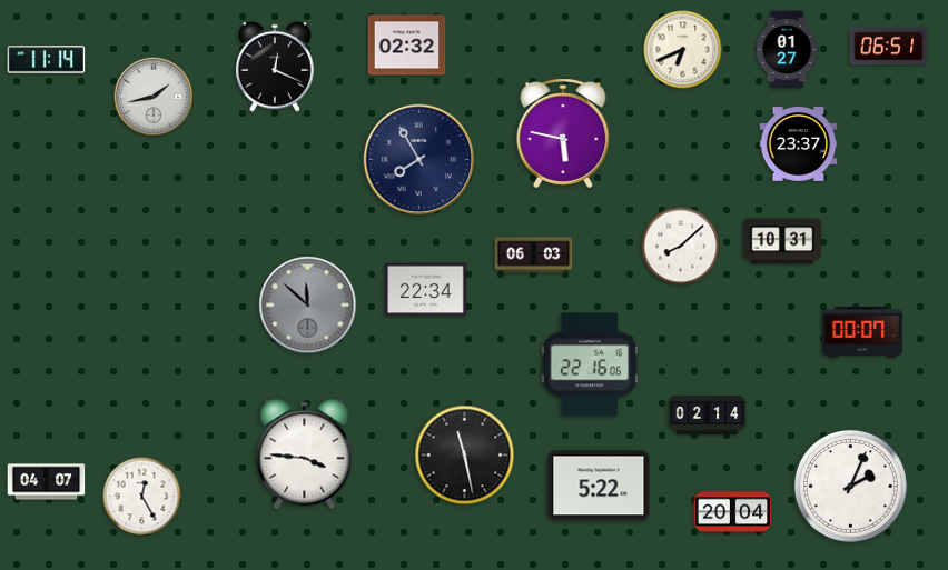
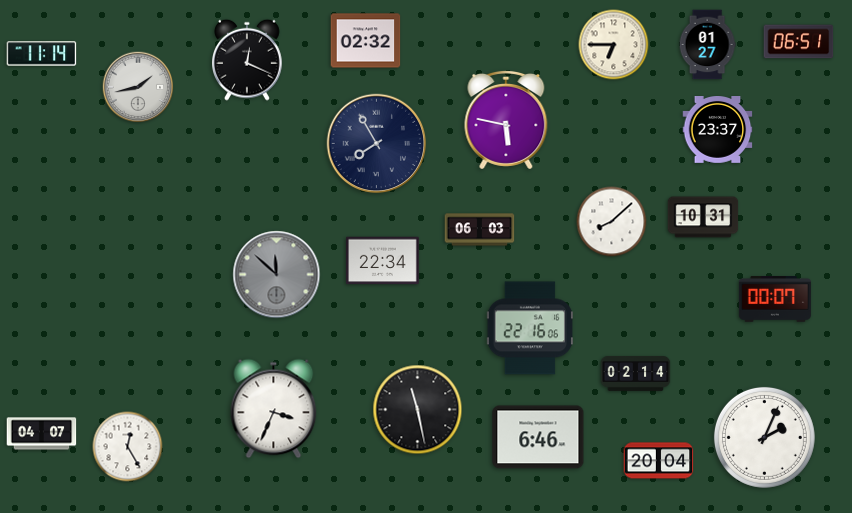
clock at (683, 50): 6:41 -> 6:45
clock at (305, 454): 3:46 -> 3:34
clock at (599, 486): 5:22 -> 6:46
